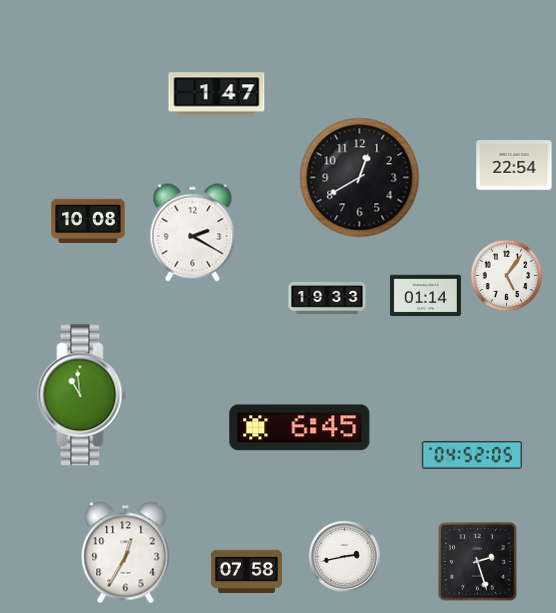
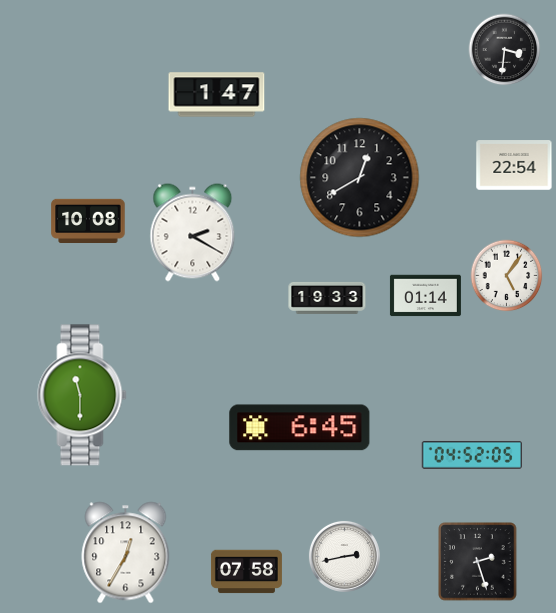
clock at (505, 50): none -> 3:31
clock at (82, 395): 10:59 -> 11:30
